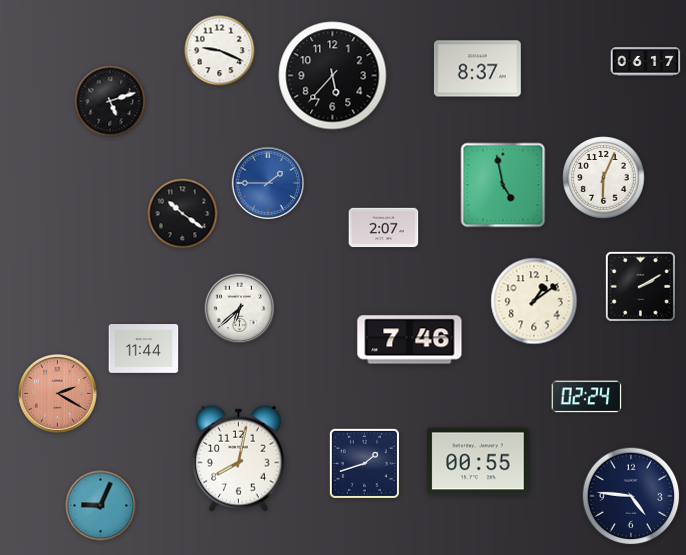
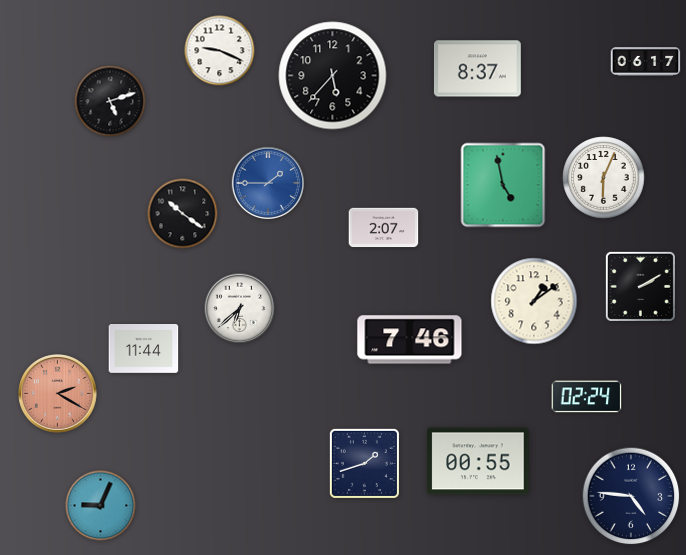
clock at (238, 458): 8:02 -> none
